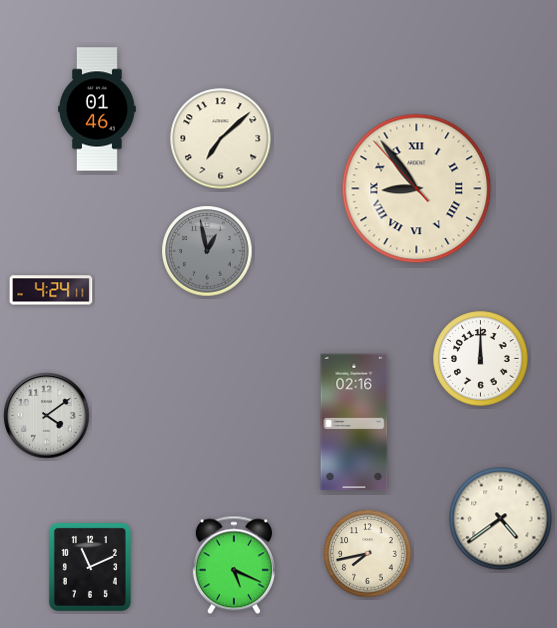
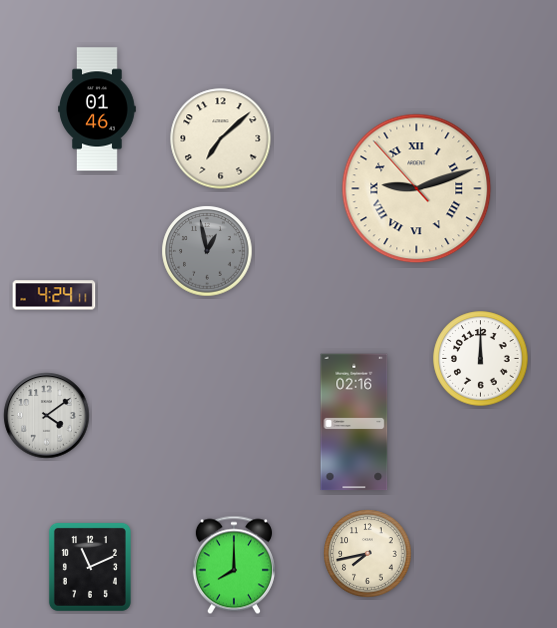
clock at (417, 189): 8:53 -> 9:11
clock at (51, 290) position: (51, 290) -> (54, 295)
clock at (501, 519): 4:39 -> none
clock at (234, 565): 5:19 -> 8:00
